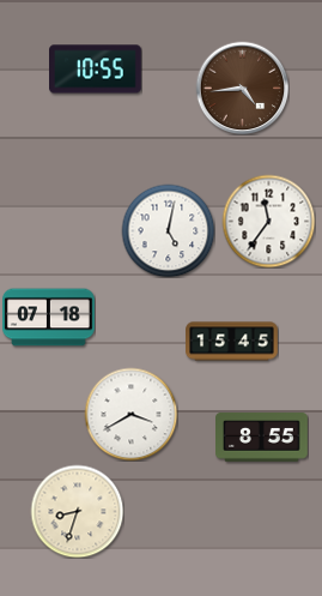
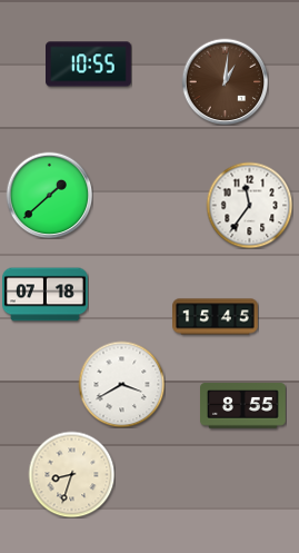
clock at (242, 88): 4:44 -> 1:01
clock at (49, 195): none -> 1:38
clock at (168, 230): 5:02 -> none
